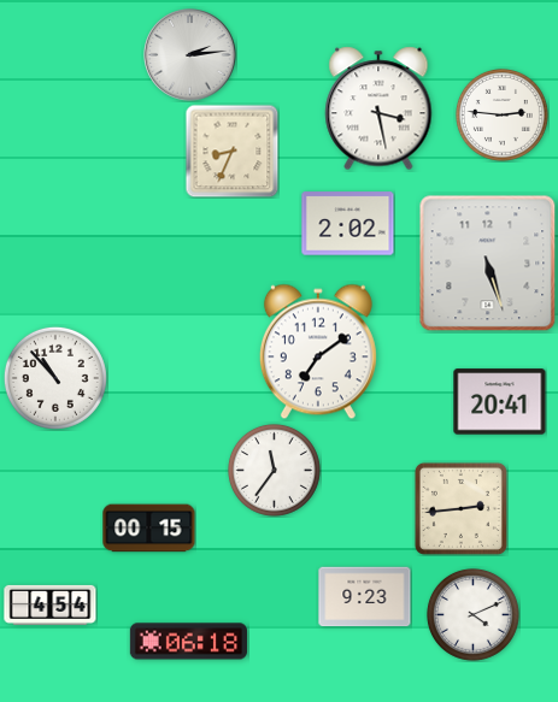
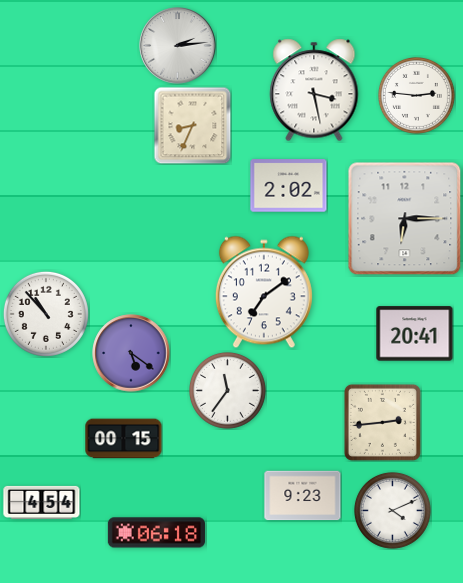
clock at (190, 55) position: (190, 55) -> (178, 46)
clock at (488, 264): 5:27 -> 6:15
clock at (131, 353): none -> 5:21
